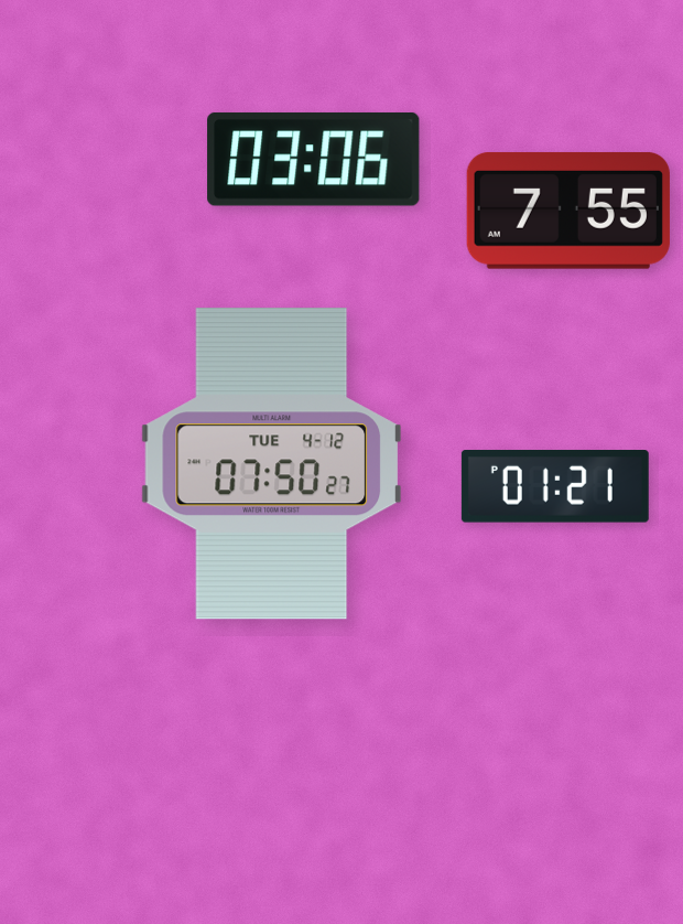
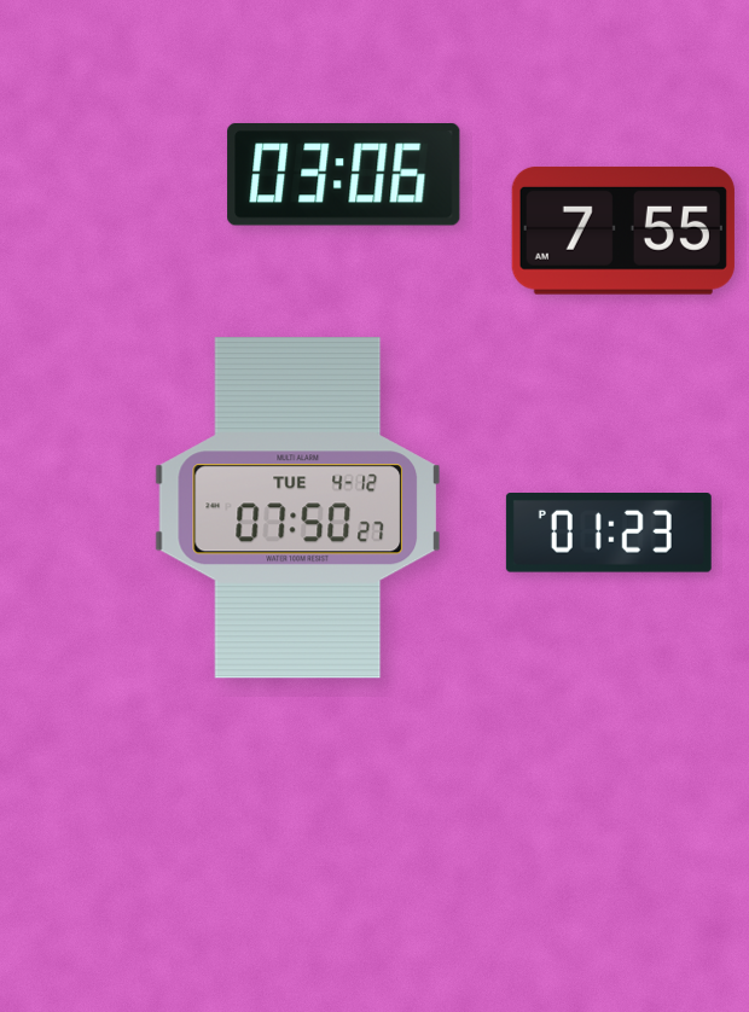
clock at (555, 487): 01:21 -> 01:23
